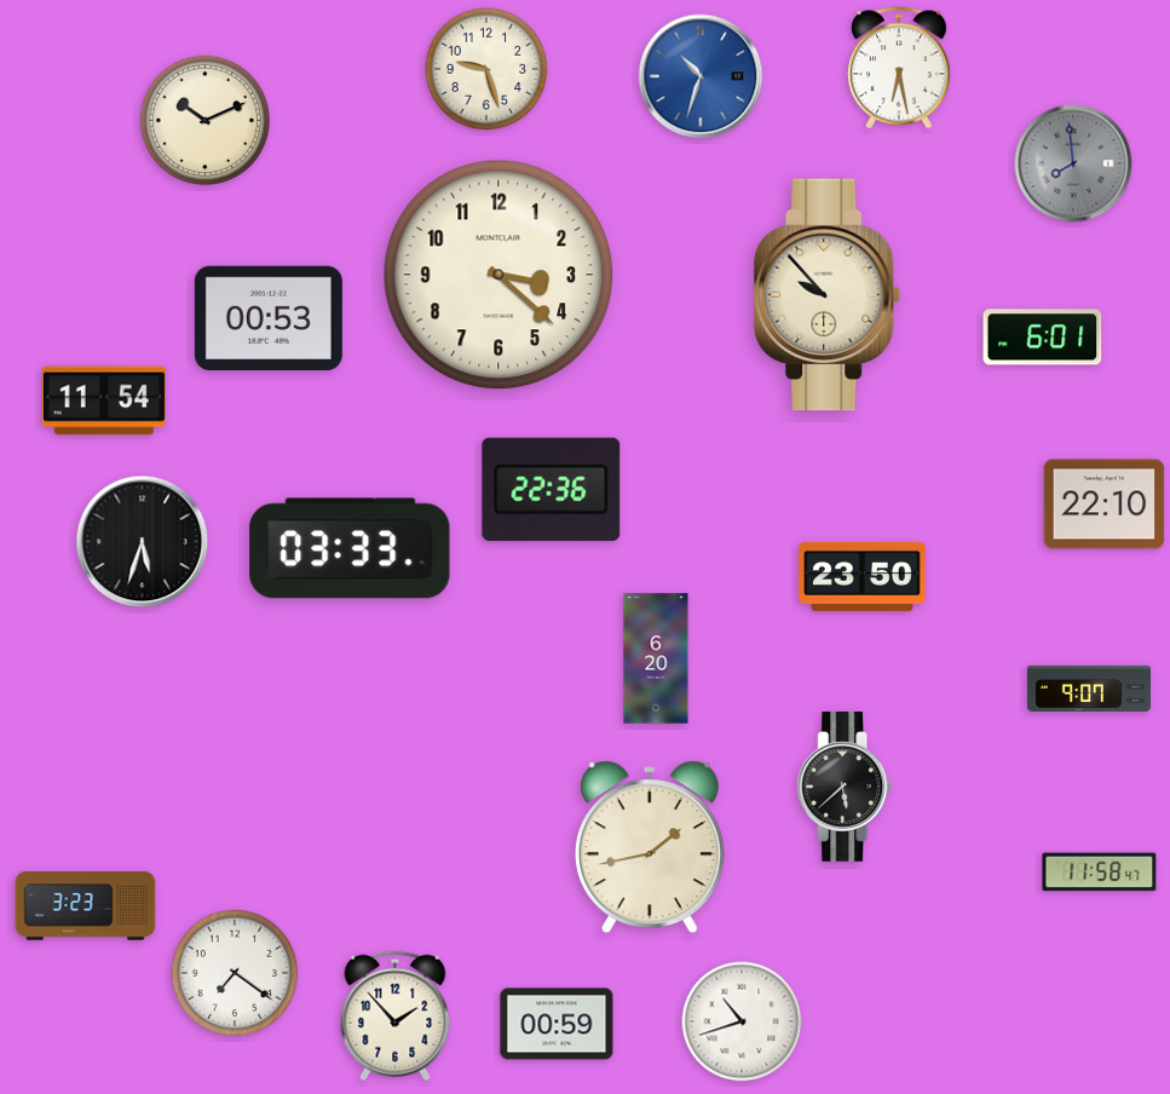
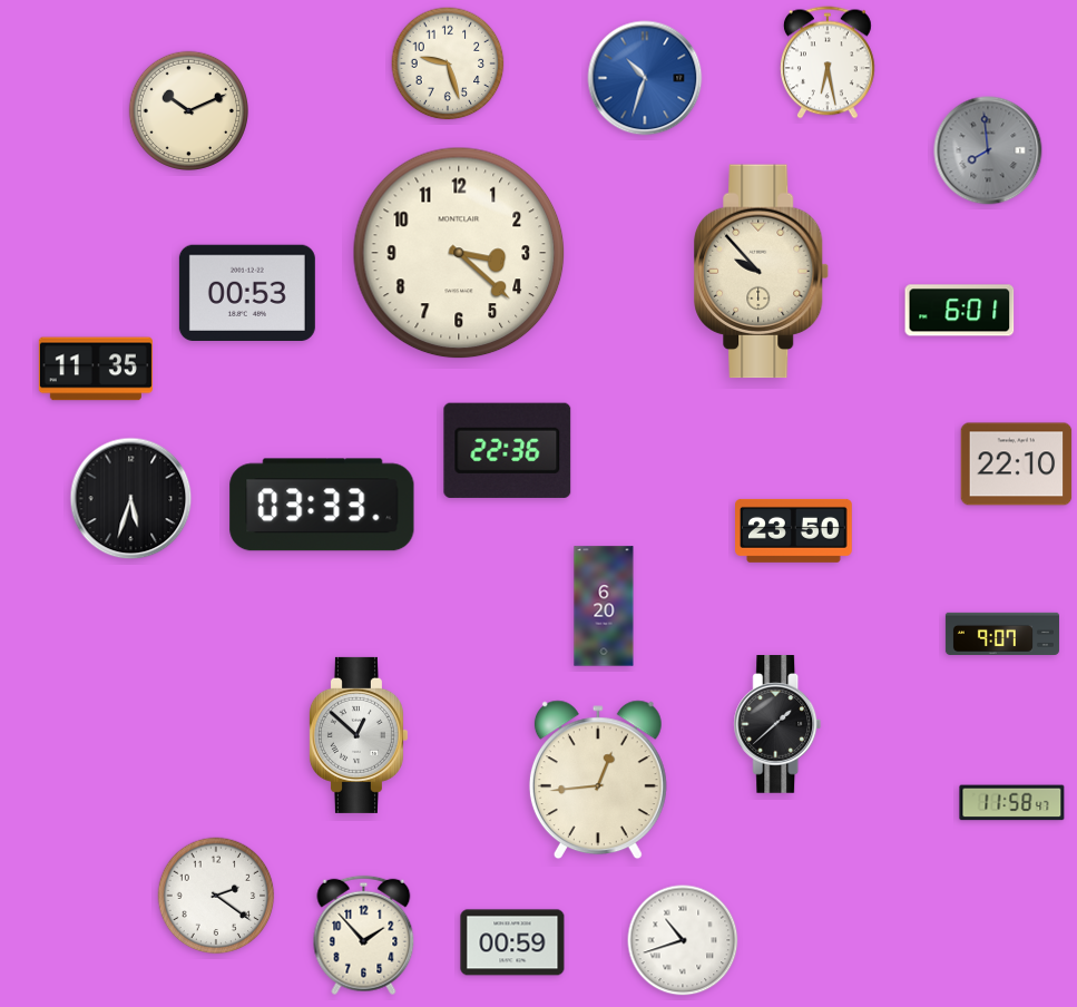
clock at (701, 76) position: (701, 76) -> (645, 78)
clock at (104, 401): 11:54 -> 11:35
clock at (845, 788): 5:38 -> 1:38
clock at (358, 735): none -> 12:52
clock at (650, 847): 1:43 -> 12:44
clock at (86, 906): 3:23 -> none
clock at (235, 973): 7:21 -> 2:21
